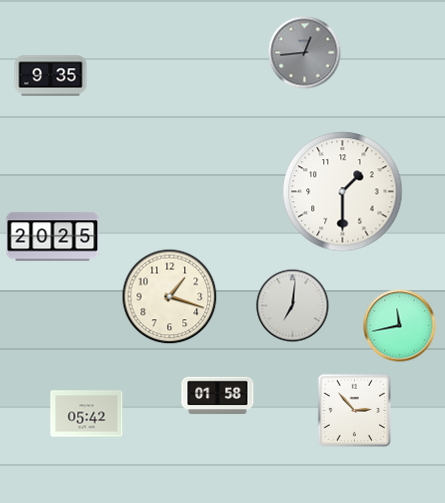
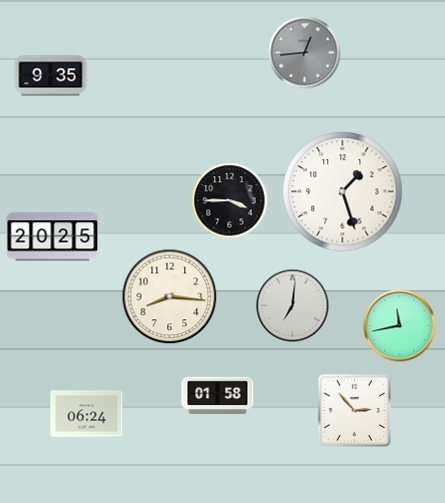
clock at (343, 192): 1:30 -> 1:27
clock at (230, 201): none -> 3:45
clock at (170, 297): 1:18 -> 8:16
clock at (87, 414): 05:42 -> 06:24
